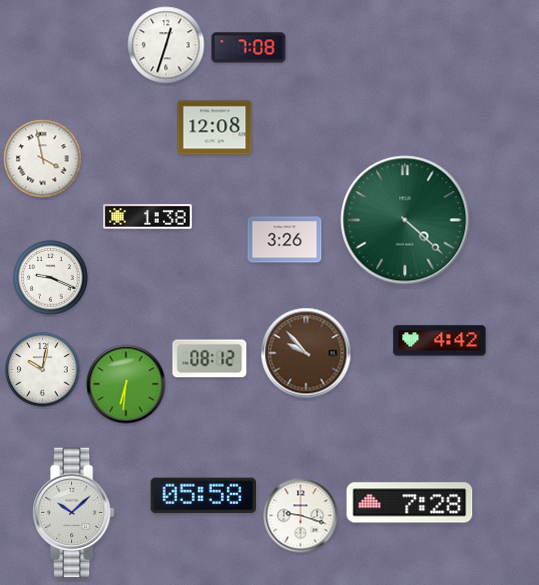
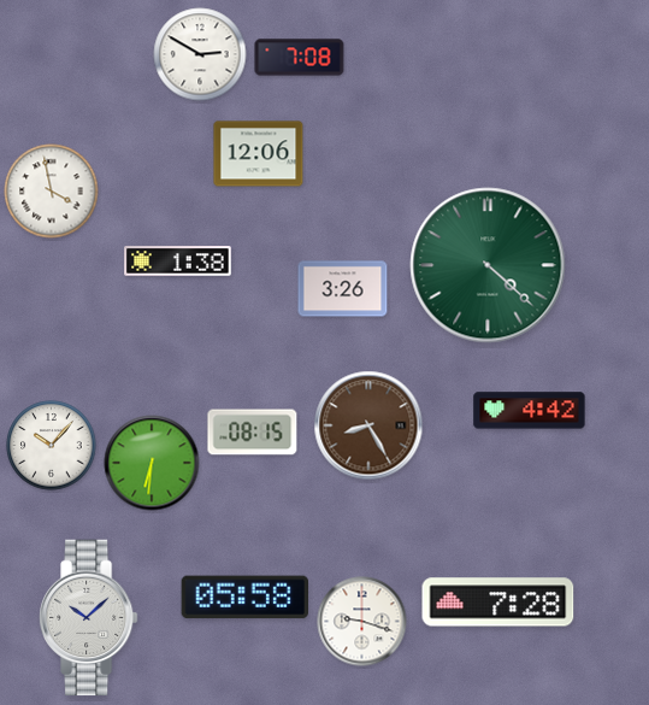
clock at (166, 45): 12:33 -> 2:50
clock at (215, 128): 12:08 -> 12:06
clock at (51, 278): 9:19 -> none
clock at (306, 353): 9:53 -> 8:25
clock at (210, 359): 08:12 -> 08:15
clock at (43, 370): 10:02 -> 10:07
clock at (410, 503) position: (410, 503) -> (498, 603)
